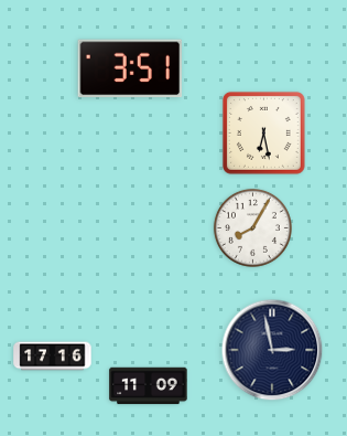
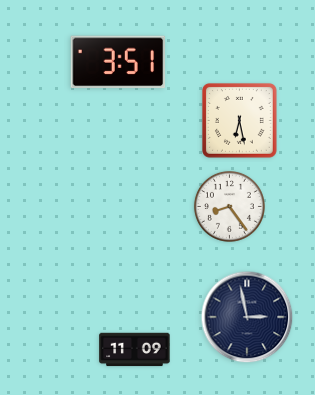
clock at (252, 227): 8:05 -> 8:24
clock at (53, 357): 17:16 -> none
